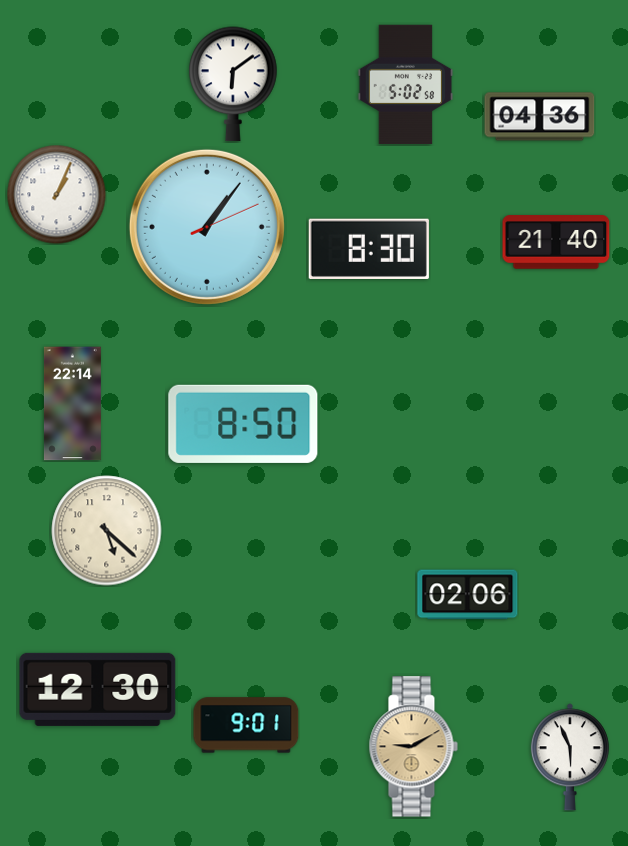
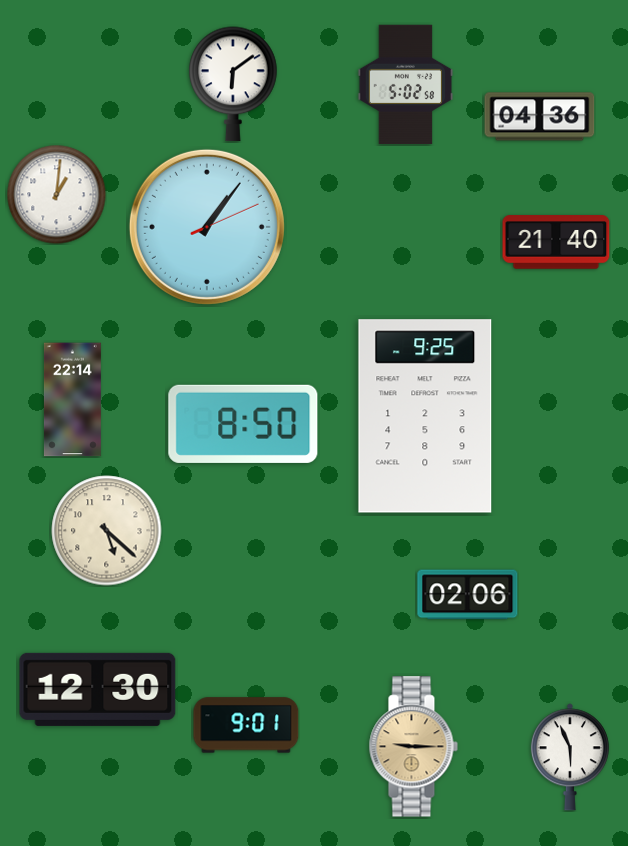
clock at (57, 195): 1:04 -> 1:01
clock at (369, 249): 8:30 -> none
clock at (72, 404) position: (72, 404) -> (72, 400)
clock at (425, 416): none -> 9:25
clock at (413, 747): 9:10 -> 9:15
